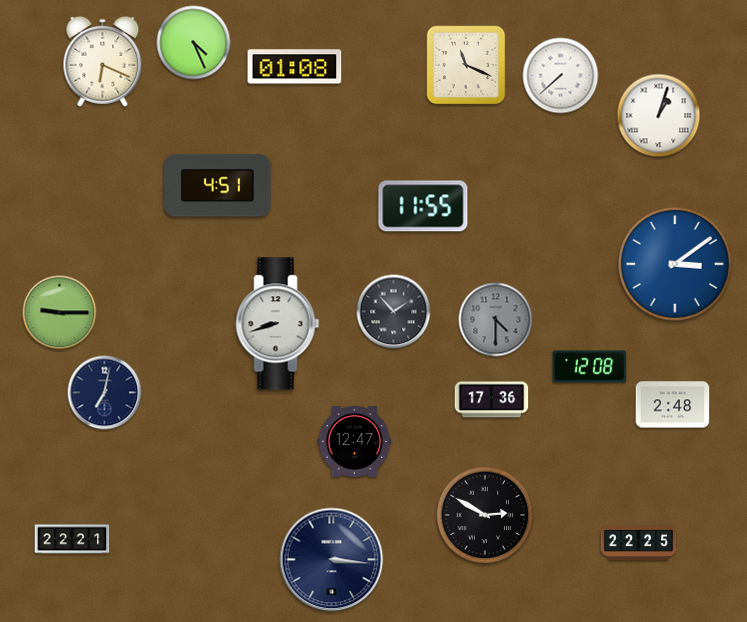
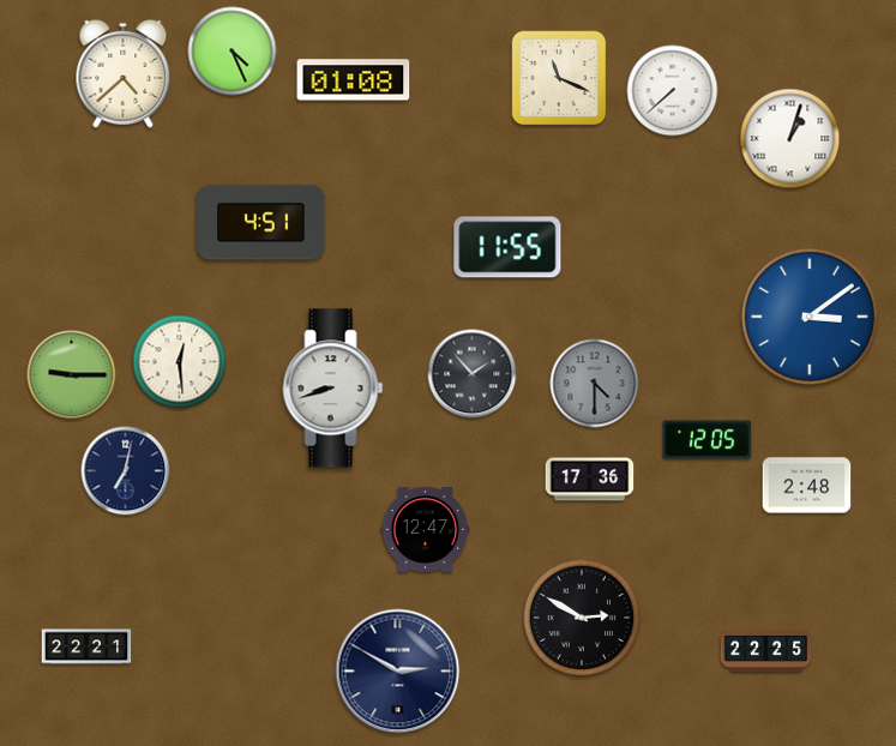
clock at (103, 61): 6:19 -> 4:38
clock at (180, 362): none -> 12:29
clock at (590, 367): 12:08 -> 12:05
clock at (332, 560): 3:16 -> 2:50
